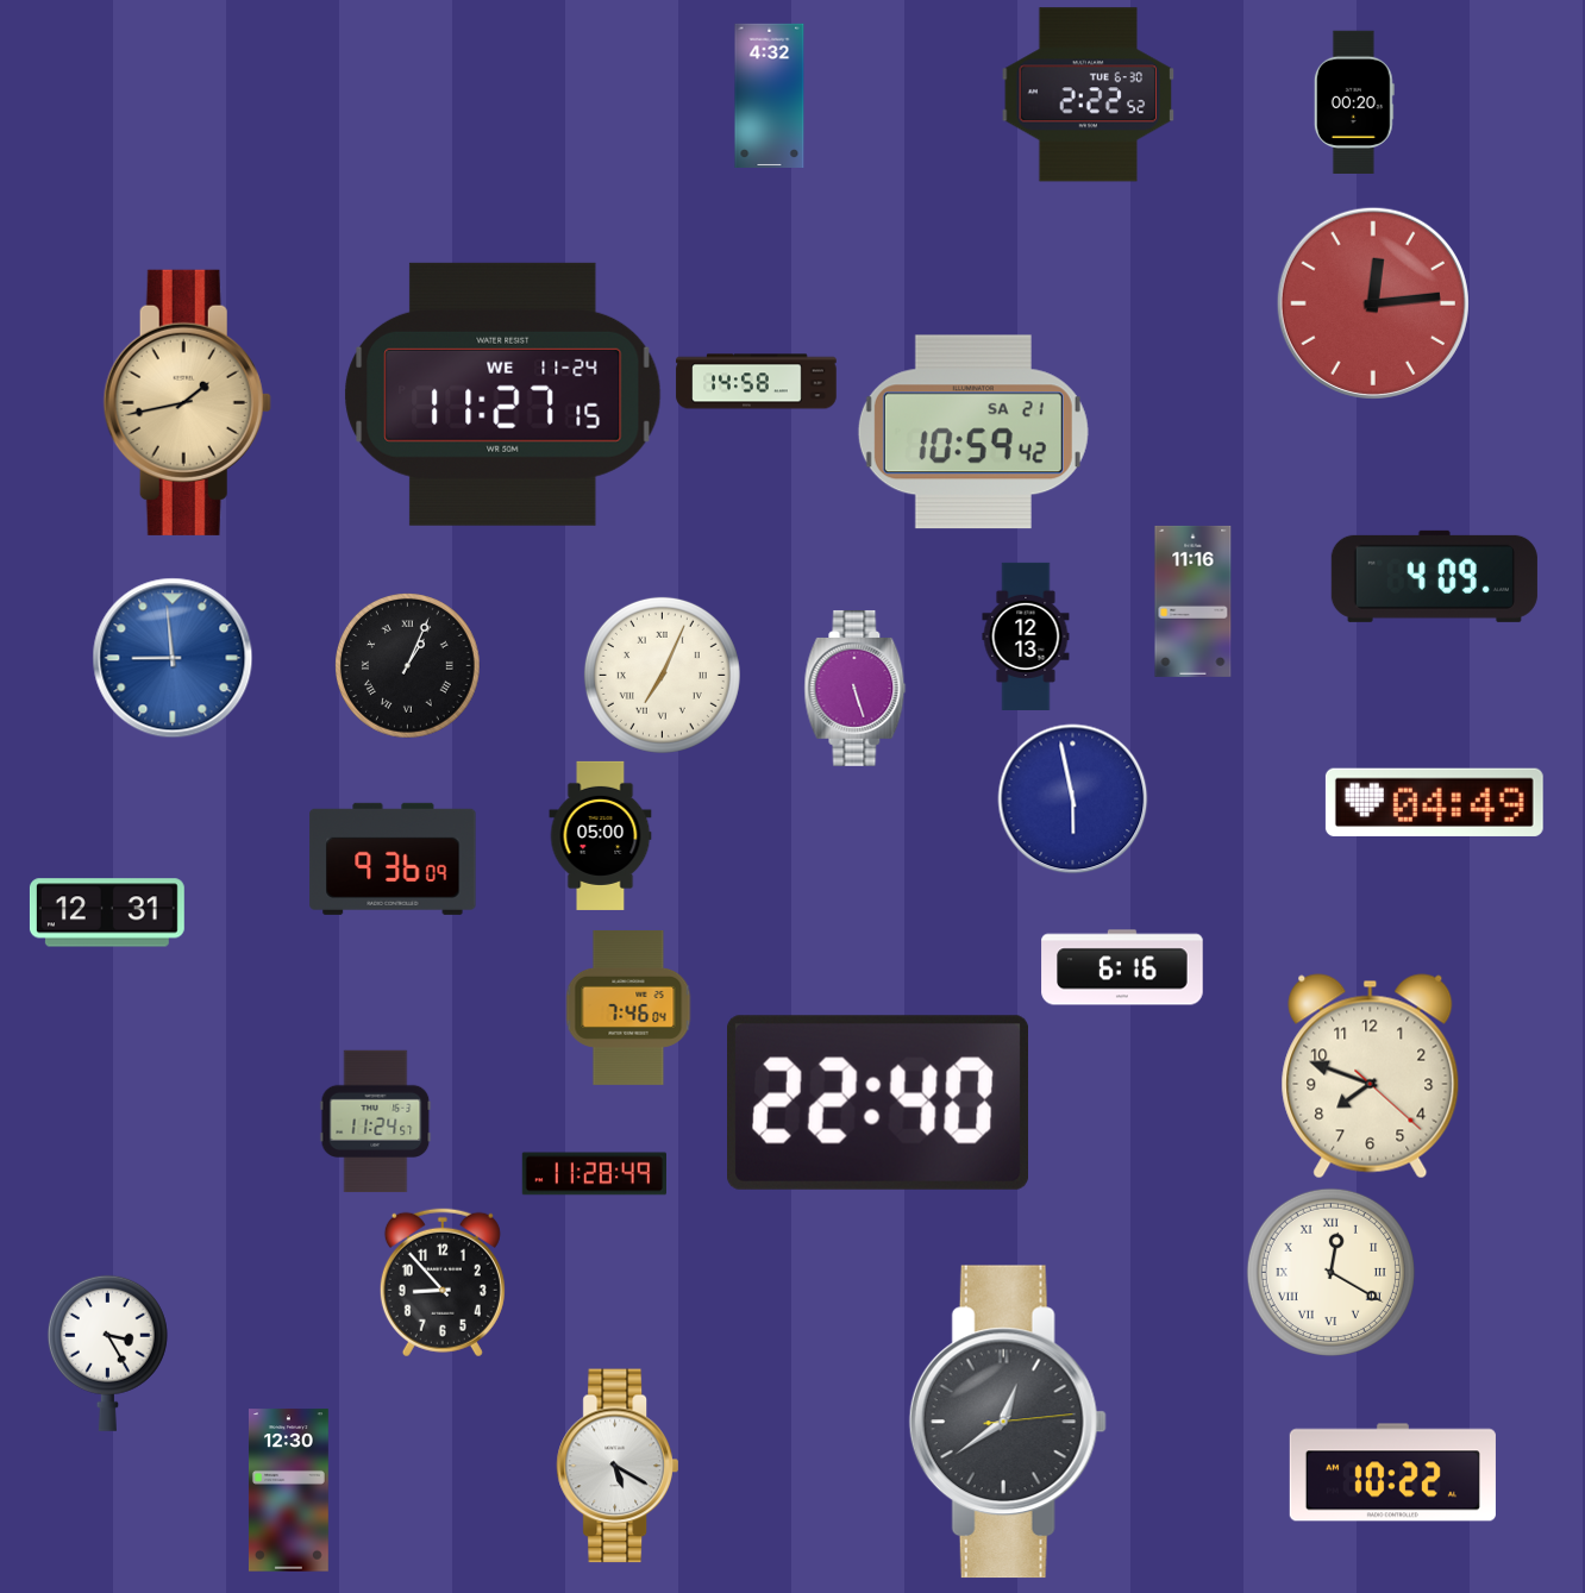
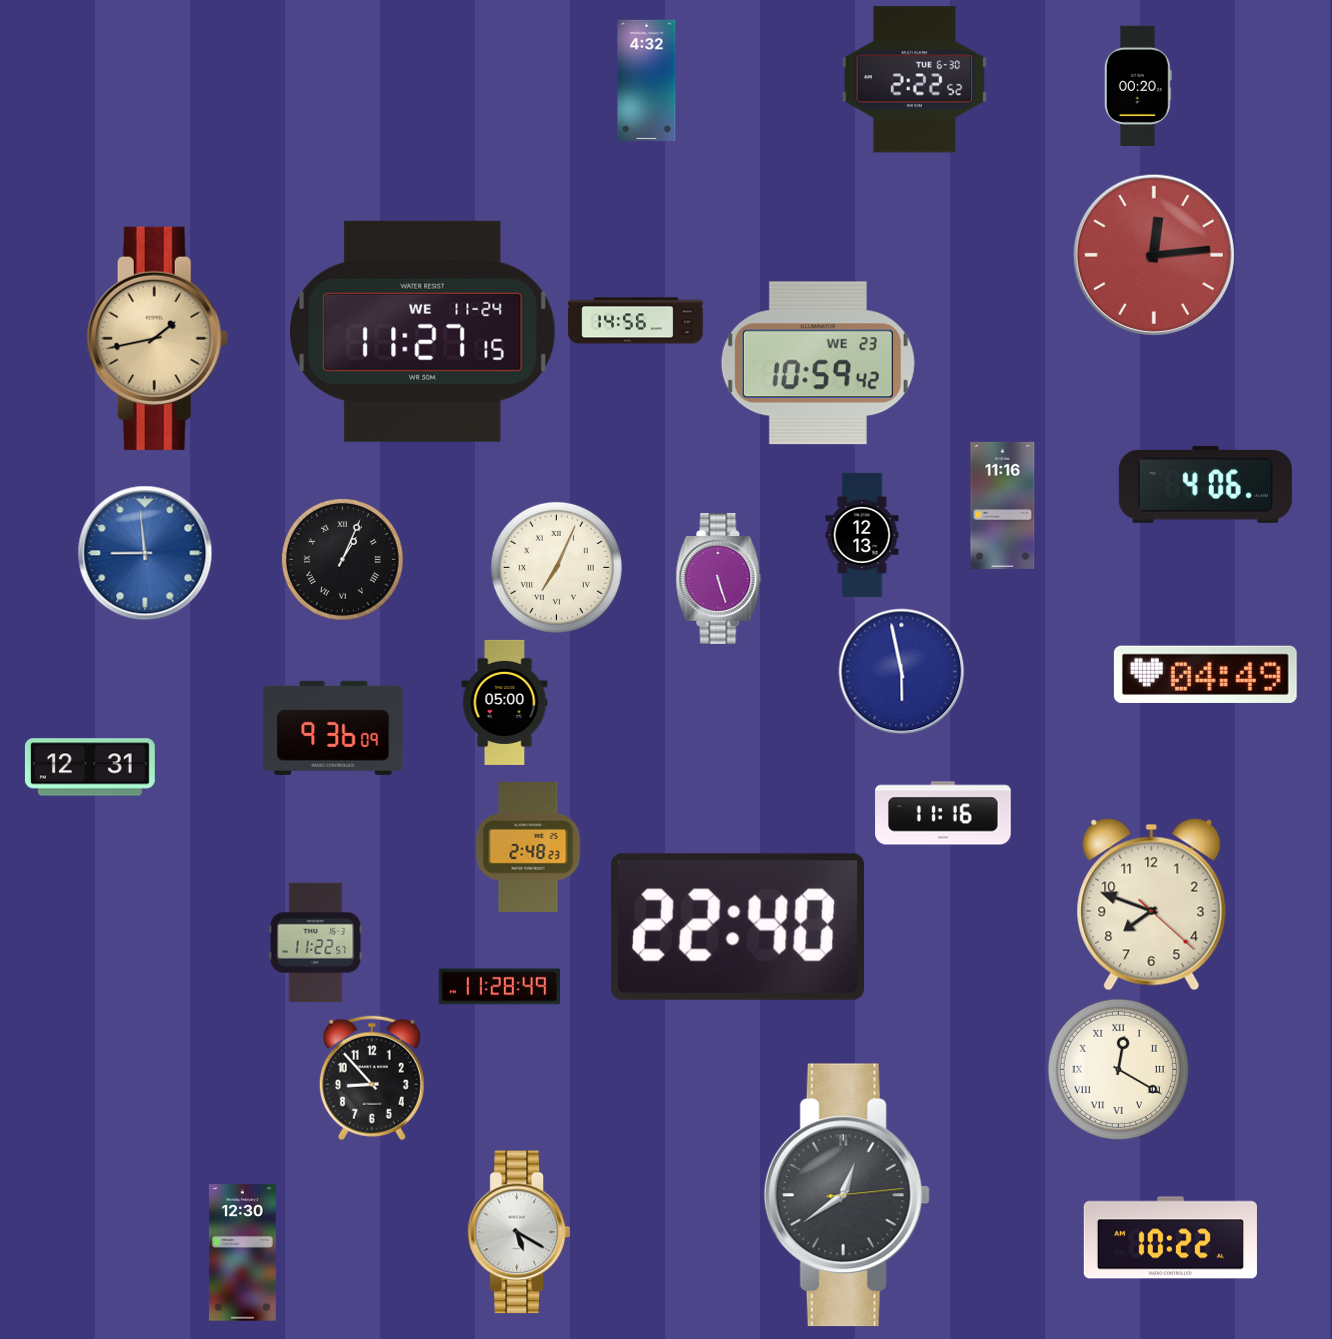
clock at (757, 382): 14:58 -> 14:56
clock at (973, 432) date: SA 21 -> WE 23
clock at (1434, 576): 4:09 -> 4:06
clock at (393, 859) position: (393, 859) -> (333, 728)
clock at (1122, 967): 6:16 -> 11:16
clock at (628, 1008): 7:46 -> 2:48
clock at (376, 1122): 11:24 -> 11:22
clock at (107, 1353): 3:25 -> none
